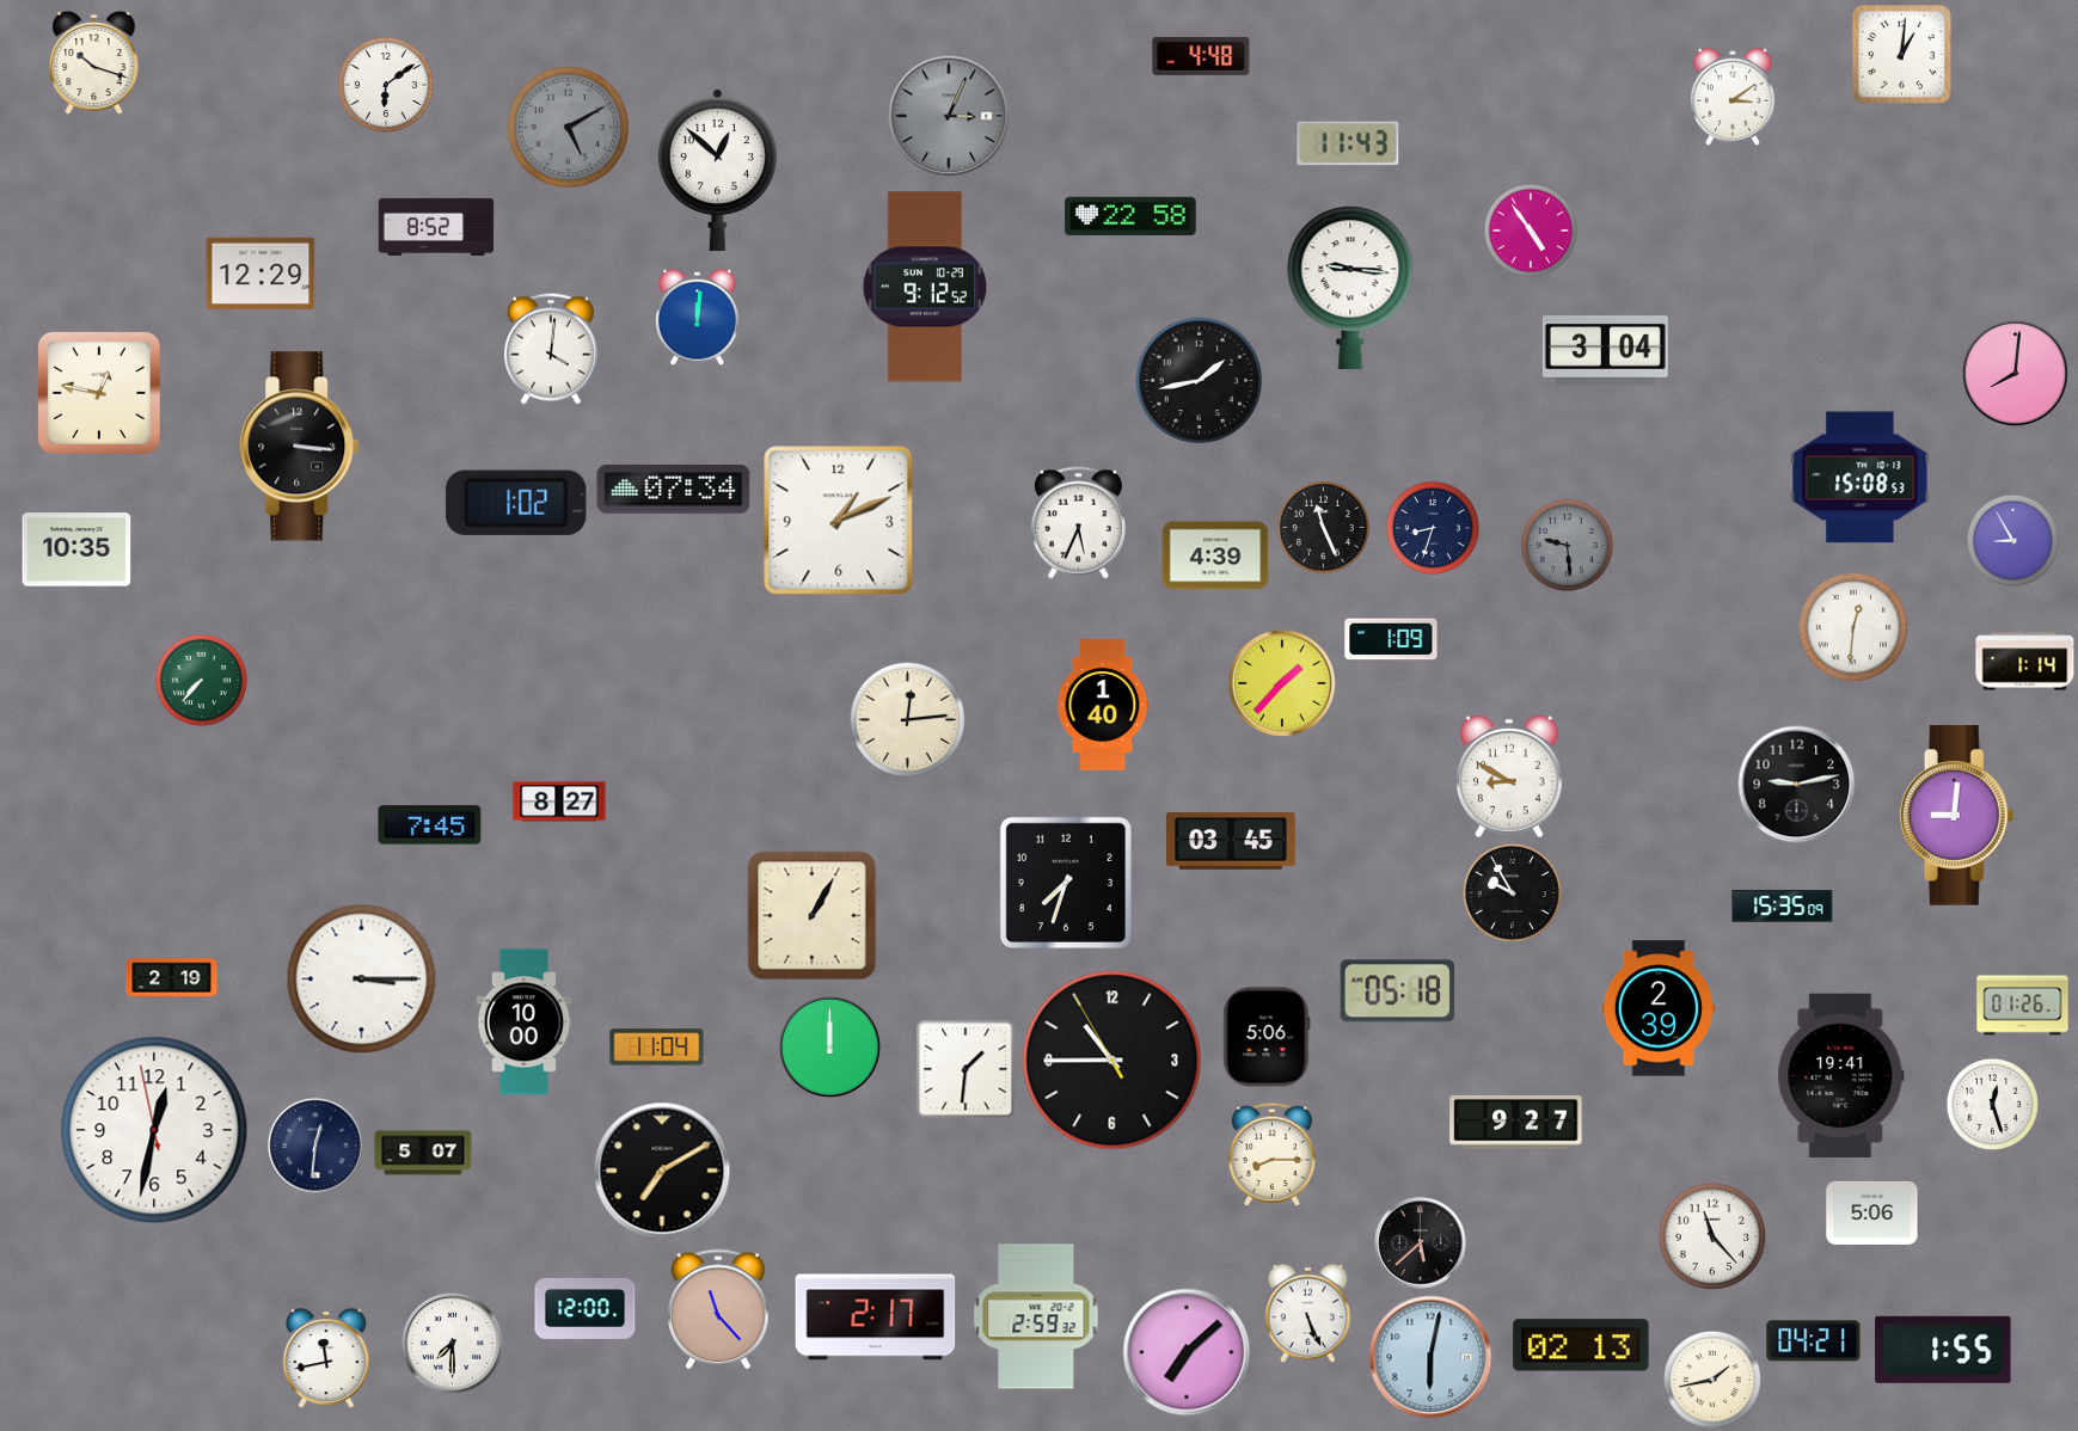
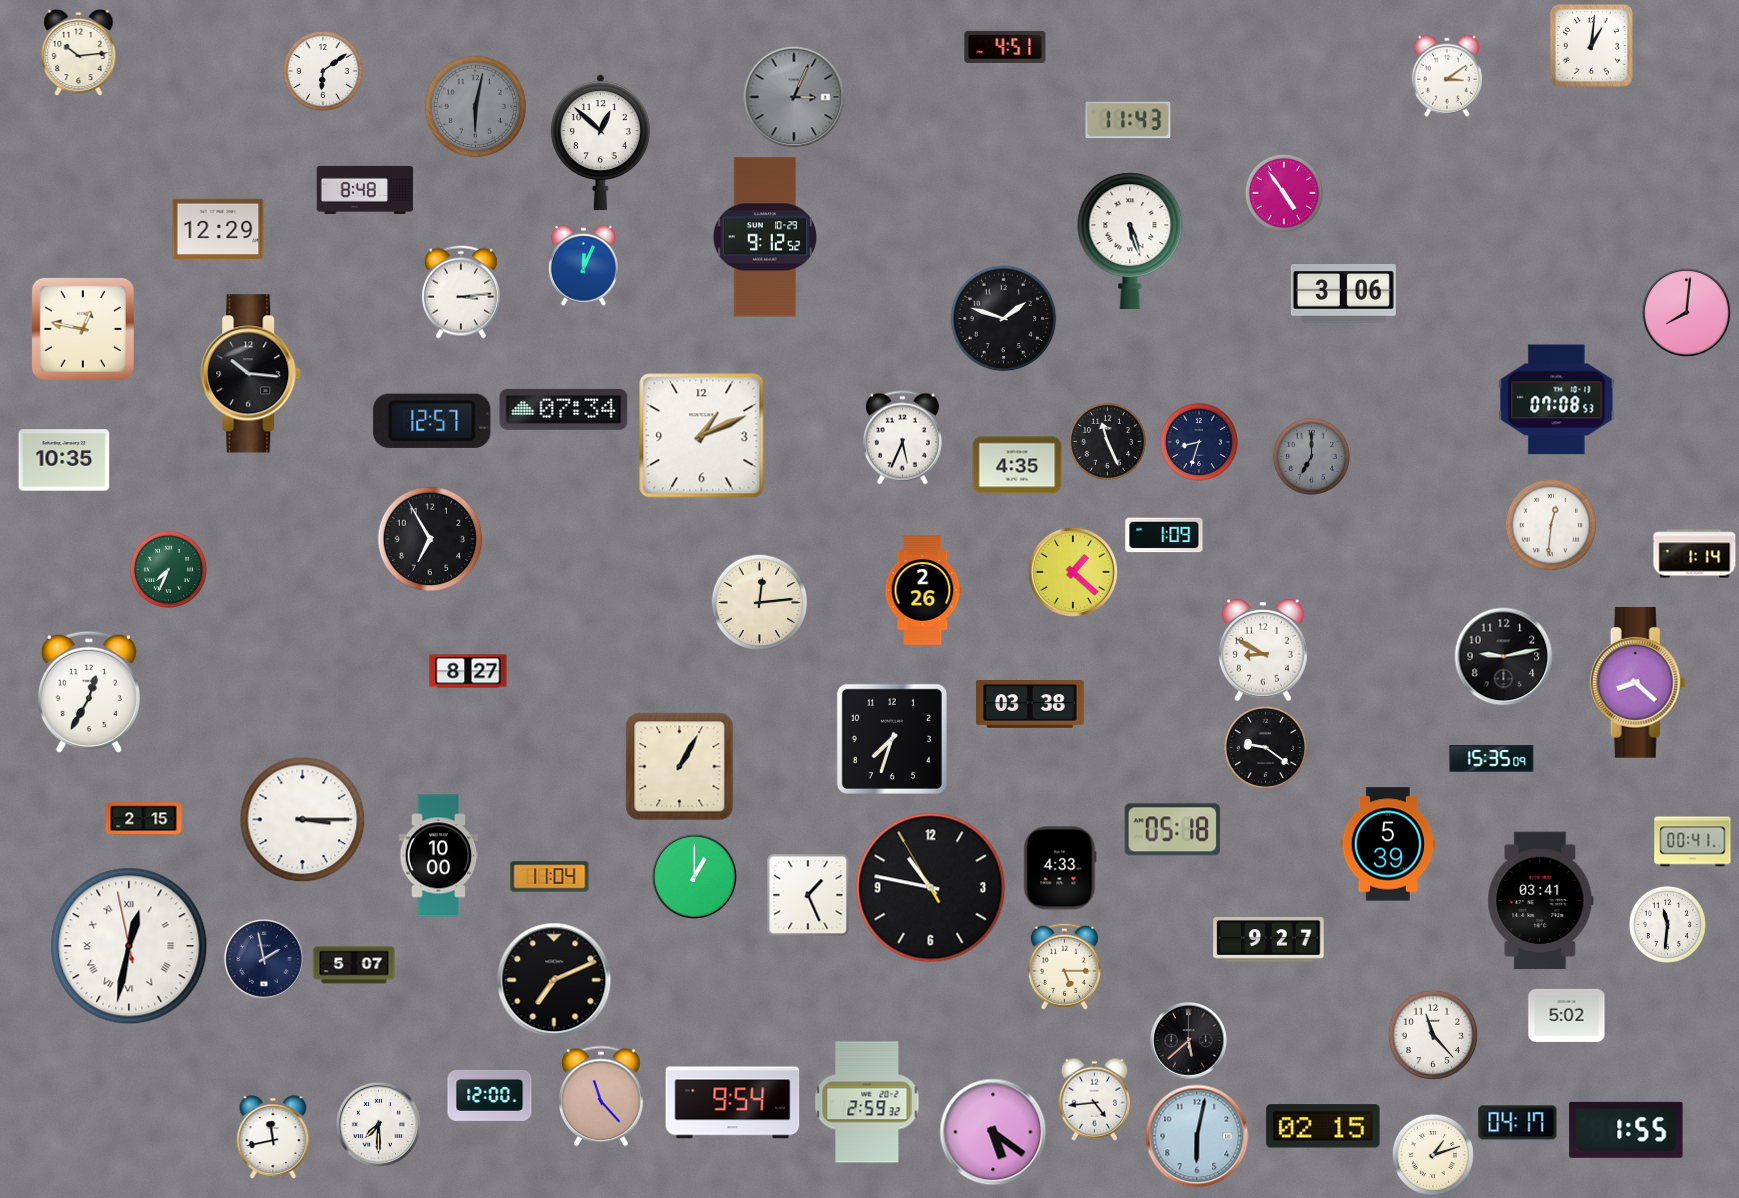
clock at (1201, 56): 4:48 -> 4:51
clock at (94, 62): 10:18 -> 10:14
clock at (1733, 97) position: (1733, 97) -> (1447, 76)
clock at (569, 128): 5:10 -> 6:02
clock at (1130, 215): 22:58 -> none
clock at (436, 227): 8:52 -> 8:48
clock at (1531, 231) position: (1531, 231) -> (1284, 193)
clock at (925, 287) position: (925, 287) -> (765, 237)
clock at (1350, 288): 9:16 -> 5:27
clock at (697, 317): 12:01 -> 12:04
clock at (551, 349): 4:01 -> 3:14
clock at (1605, 351): 3:04 -> 3:06
clock at (1200, 381): 1:43 -> 1:48
clock at (300, 447): 3:16 -> 10:16
clock at (1861, 478): 15:08 -> 07:08
clock at (516, 503): 1:02 -> 12:57
clock at (2012, 540): 8:55 -> none
clock at (1567, 545): 9:29 -> 7:00
clock at (1215, 555): 4:39 -> 4:35
clock at (430, 539): none -> 6:55
clock at (201, 680): 7:37 -> 7:34
clock at (1281, 682): 1:37 -> 1:22
clock at (1103, 705): 1:40 -> 2:26
clock at (1957, 816): 9:01 -> 8:22
clock at (430, 825): 7:45 -> none
clock at (89, 692): none -> 12:35
clock at (1231, 842): 03:45 -> 03:38
clock at (1512, 892): 9:55 -> 9:21
clock at (172, 978): 2:19 -> 2:15
clock at (1397, 991) position: (1397, 991) -> (1172, 830)
clock at (2023, 1006): 01:26 -> 00:41
clock at (1659, 1008): 2:39 -> 5:39
clock at (1267, 1037): 5:06 -> 4:33
clock at (829, 1046): 12:00 -> 1:00
clock at (1112, 1061): 10:44 -> 10:46
clock at (966, 1069): 1:31 -> 1:26
clock at (1841, 1076): 19:41 -> 03:41
clock at (1992, 1104): 12:27 -> 11:31
clock at (154, 1130) numerals: Arabic -> Roman
clock at (315, 1146): 12:31 -> 1:58
clock at (1271, 1154): 8:15 -> 5:15
clock at (662, 1171): 7:10 -> 7:11
clock at (1872, 1212): 5:06 -> 5:02
clock at (1308, 1313): 5:26 -> 4:44
clock at (876, 1318): 2:17 -> 9:54
clock at (1814, 1341): 04:21 -> 04:17
clock at (1581, 1345): 02:13 -> 02:15
clock at (1187, 1352): 7:08 -> 5:21
clock at (1712, 1380): 1:43 -> 1:12
